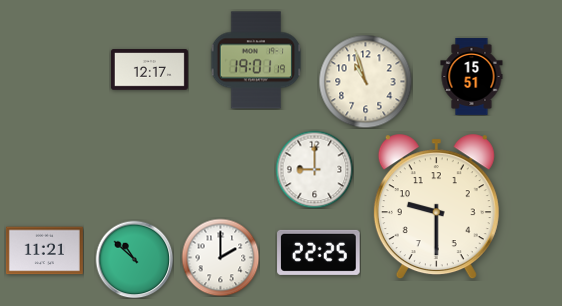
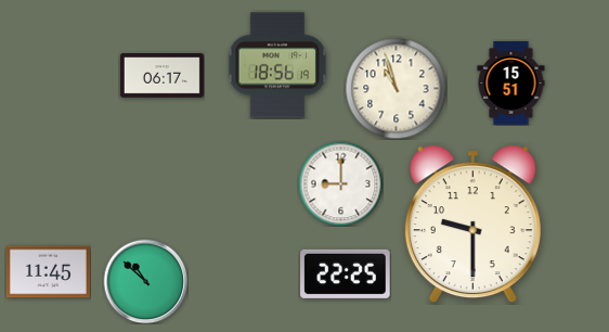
clock at (256, 60): 19:01 -> 18:56
clock at (149, 70): 12:17 -> 06:17
clock at (44, 251): 11:21 -> 11:45
clock at (220, 257): 2:00 -> none
